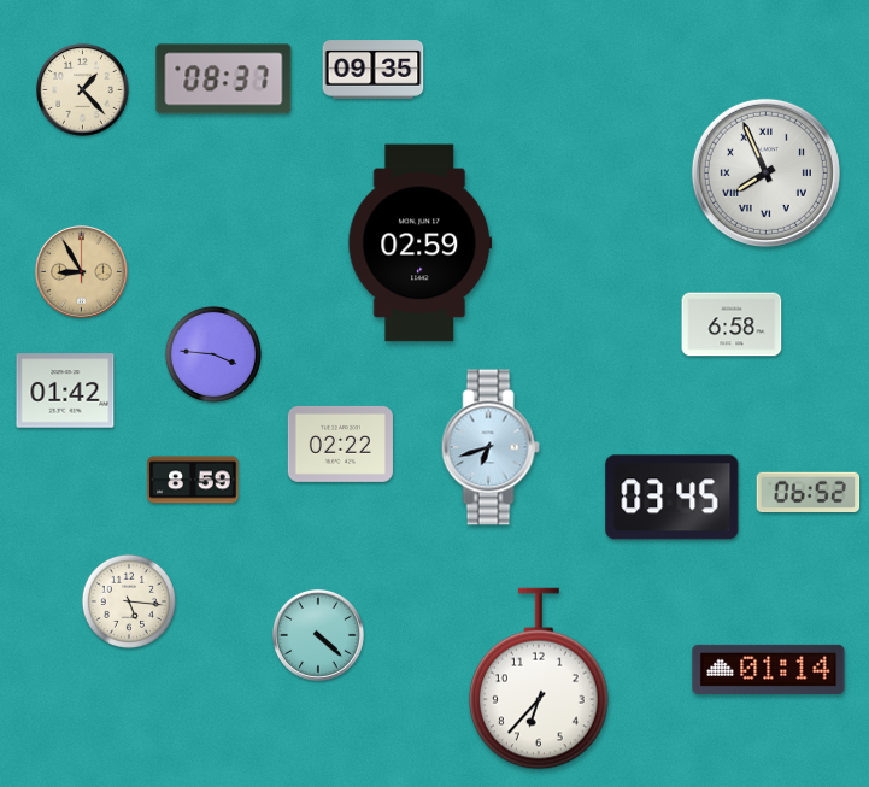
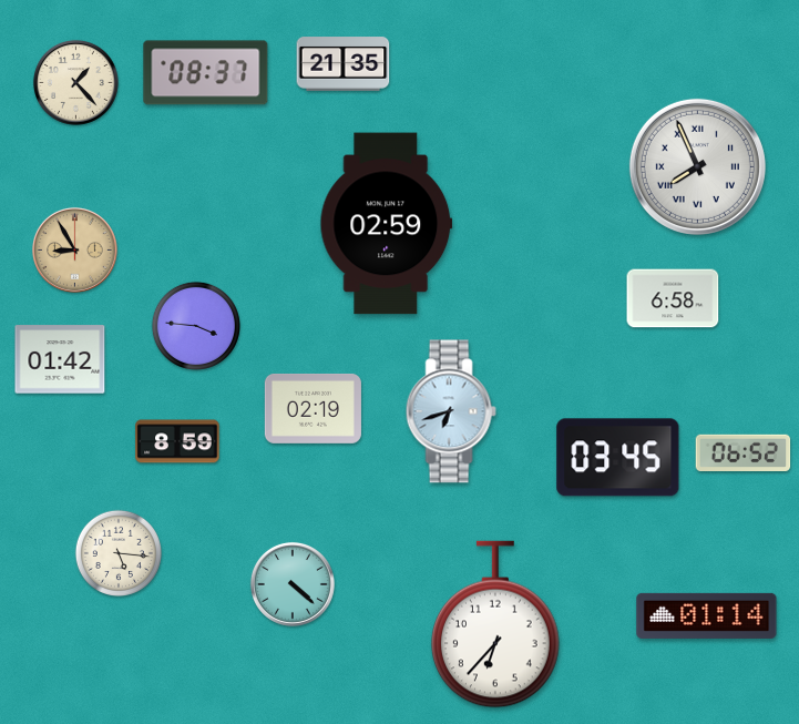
clock at (374, 70): 09:35 -> 21:35
clock at (765, 172) position: (765, 172) -> (697, 166)
clock at (340, 444): 02:22 -> 02:19
